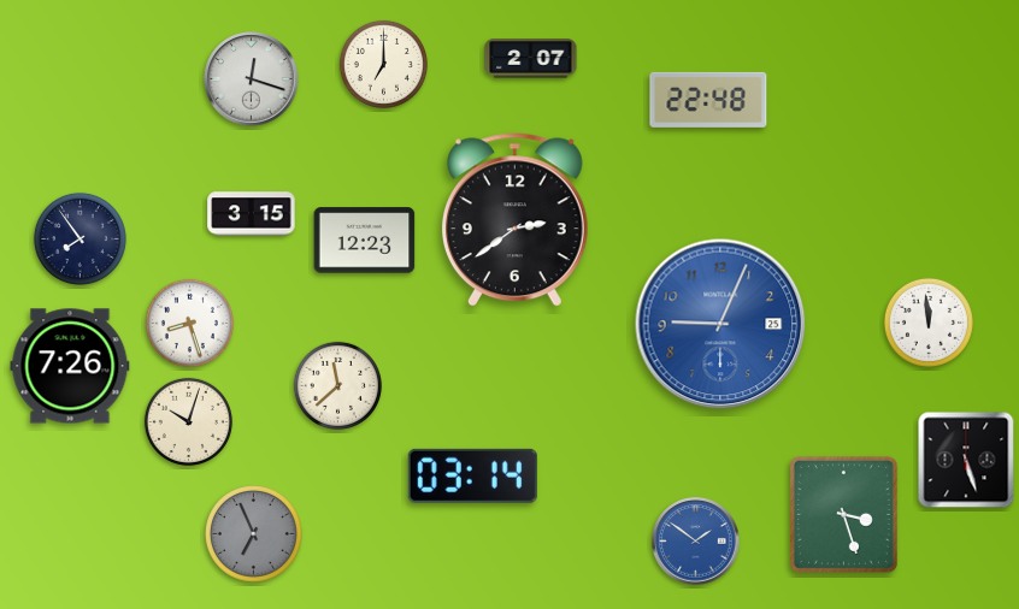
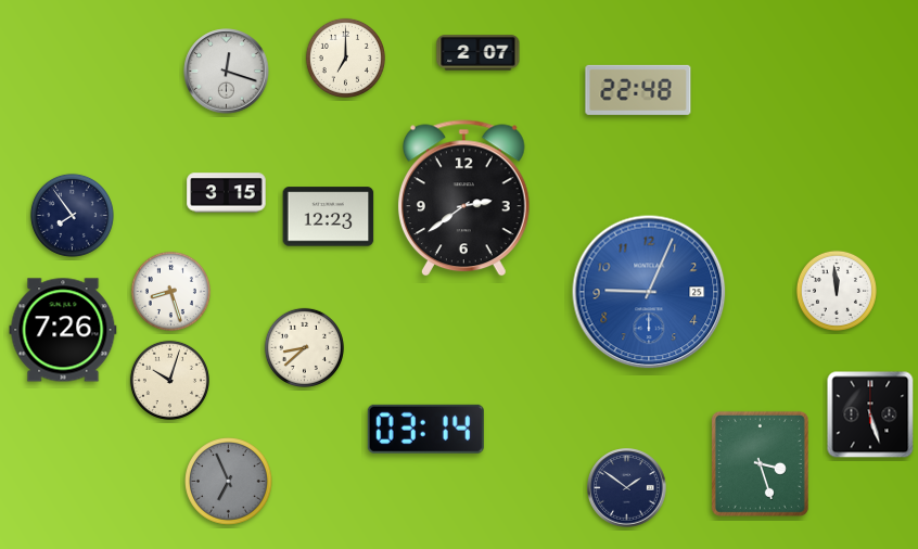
clock at (337, 385): 11:38 -> 8:38
clock at (696, 542) dial: blue -> navy
